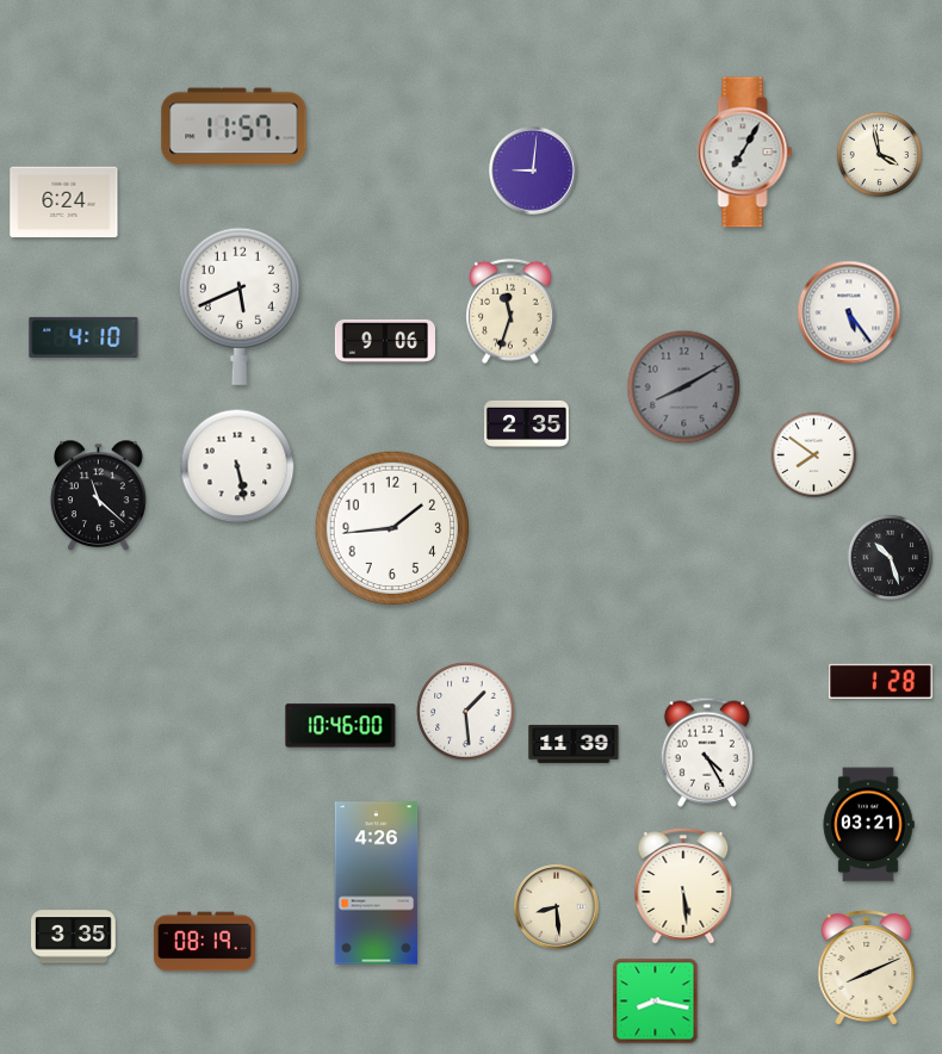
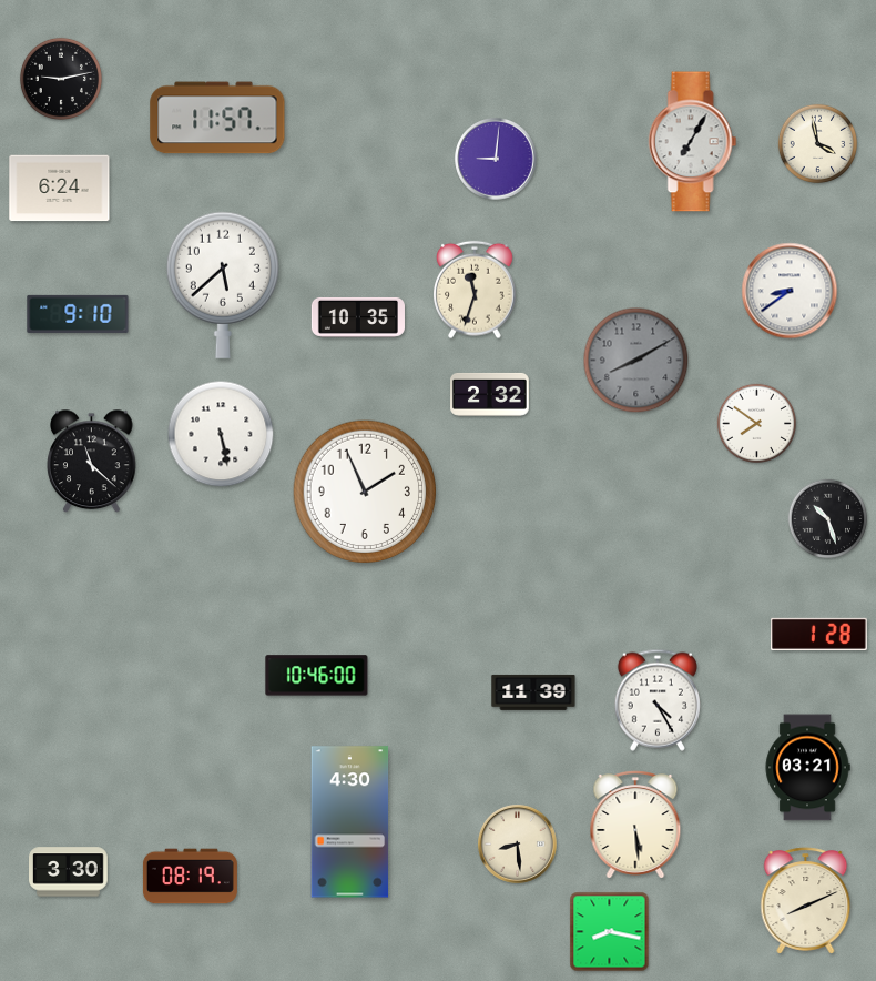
clock at (61, 79): none -> 9:13
clock at (240, 306): 5:41 -> 5:38
clock at (849, 312): 5:24 -> 8:39
clock at (83, 337): 4:10 -> 9:10
clock at (385, 341): 9:06 -> 10:35
clock at (527, 423): 2:35 -> 2:32
clock at (392, 528): 1:44 -> 1:56
clock at (466, 712): 1:29 -> none
clock at (377, 883): 4:26 -> 4:30
clock at (74, 937): 3:35 -> 3:30
